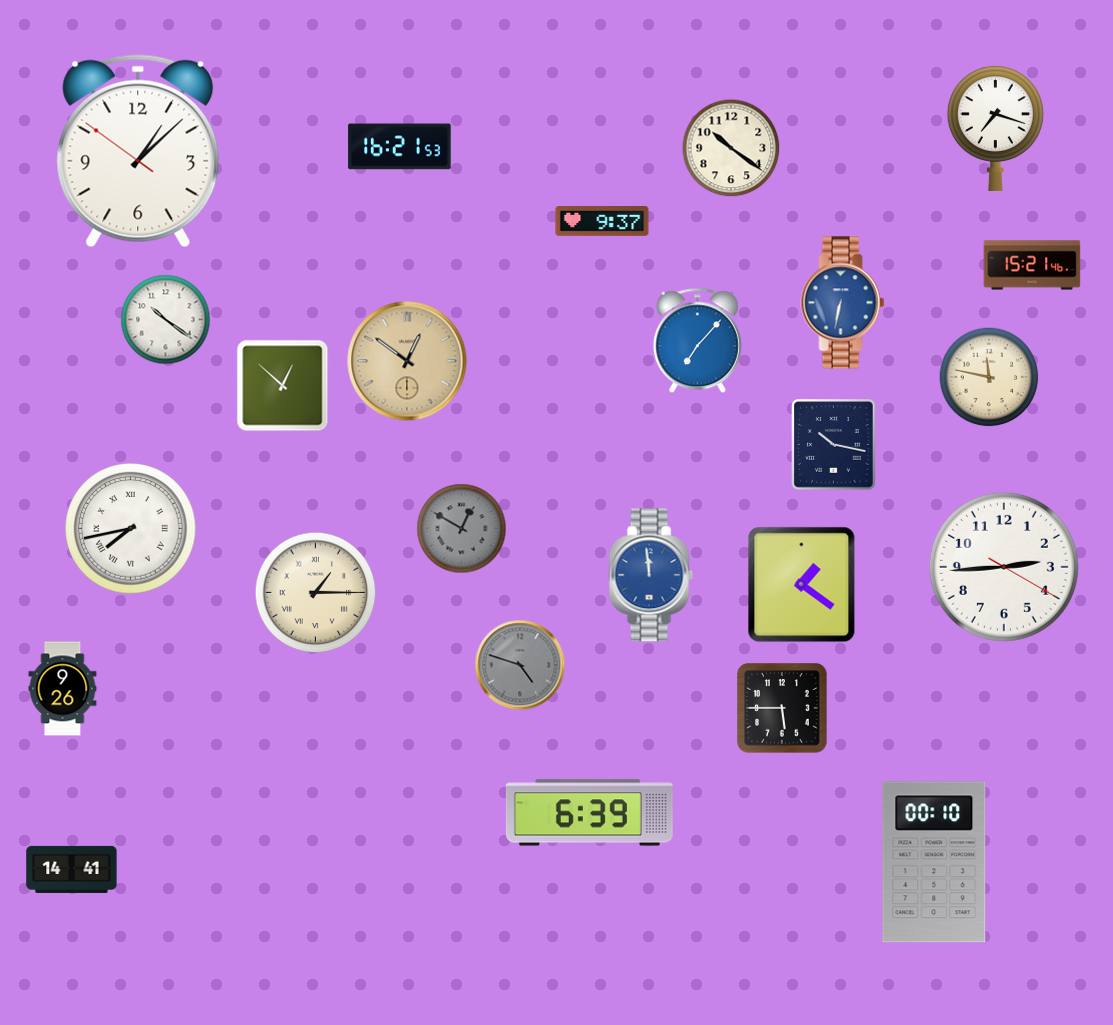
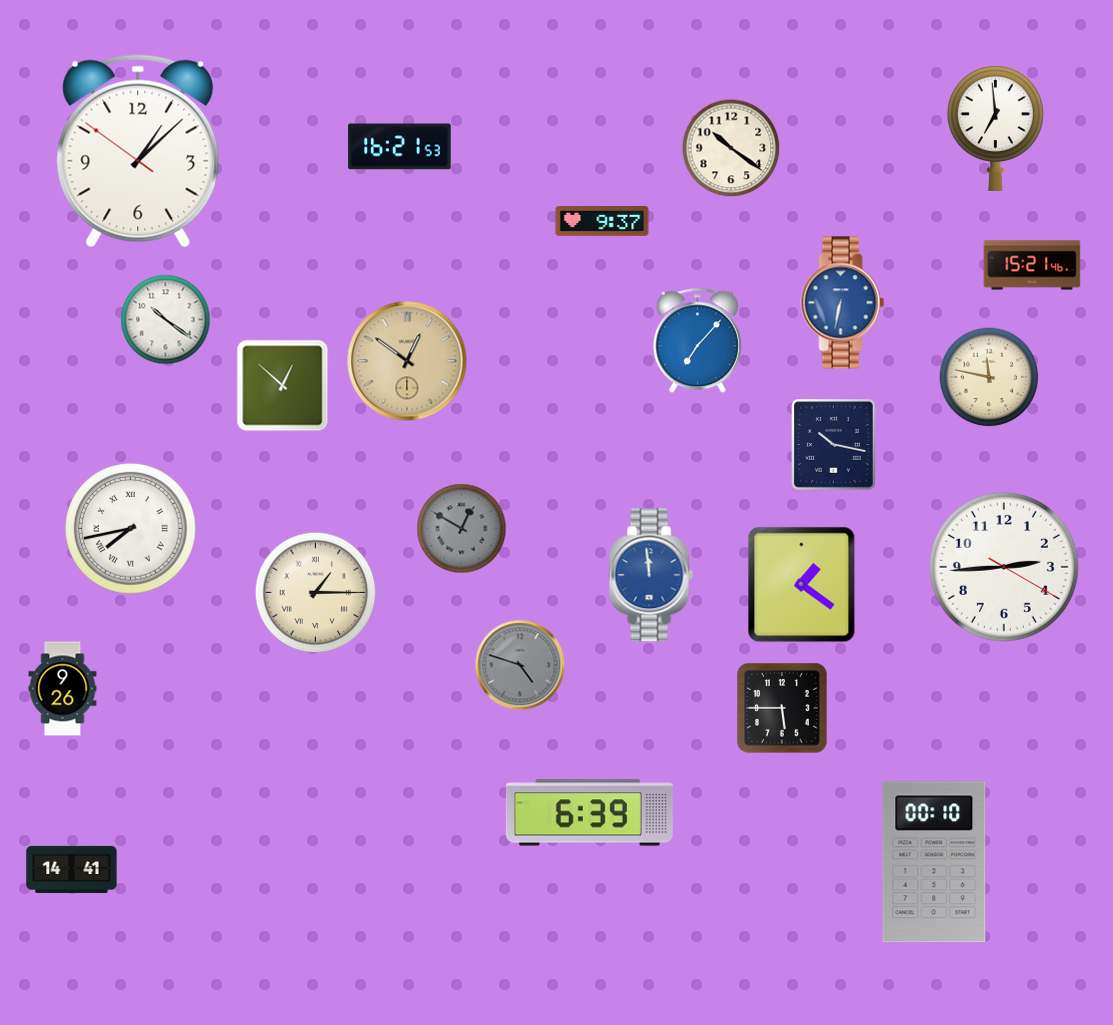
clock at (995, 128): 7:18 -> 6:59
